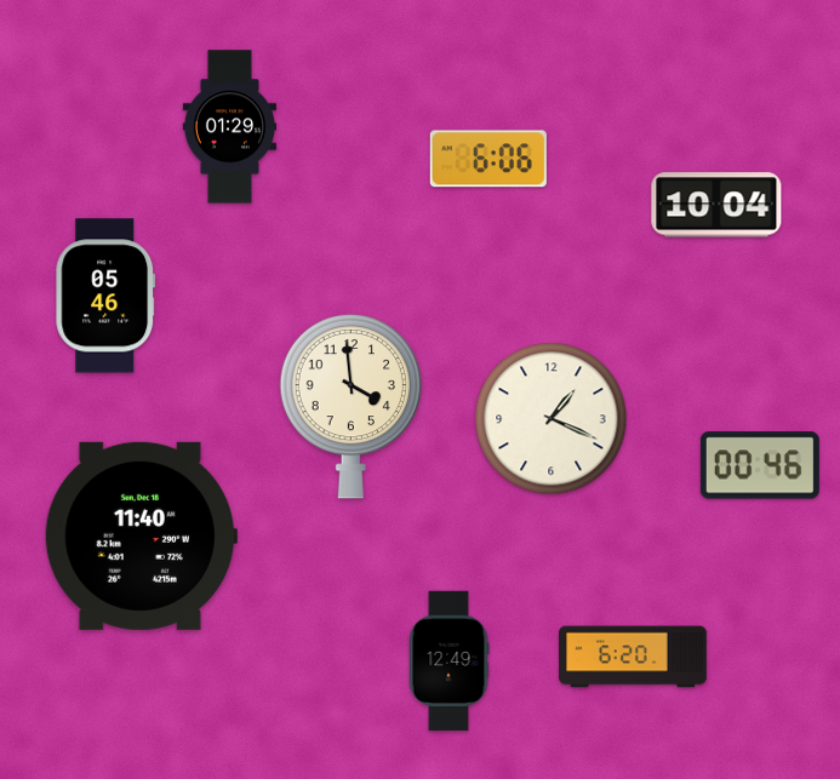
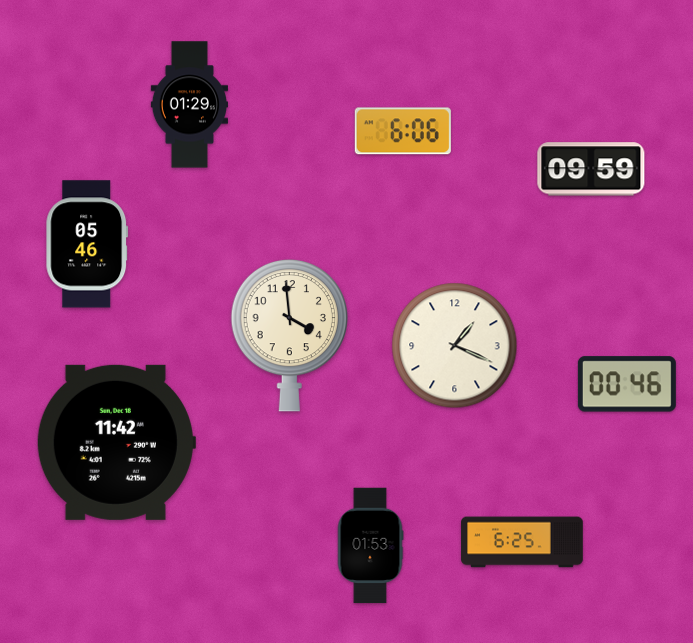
clock at (716, 205): 10:04 -> 09:59
clock at (141, 535): 11:40 -> 11:42
clock at (633, 657): 6:20 -> 6:25
clock at (448, 661): 12:49 -> 01:53
